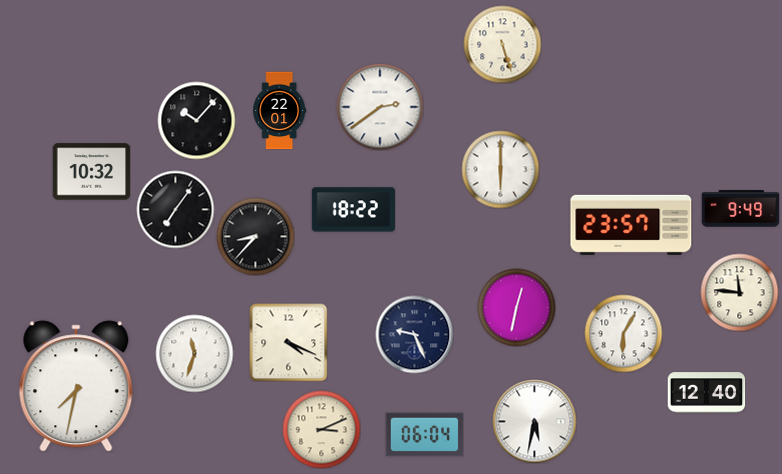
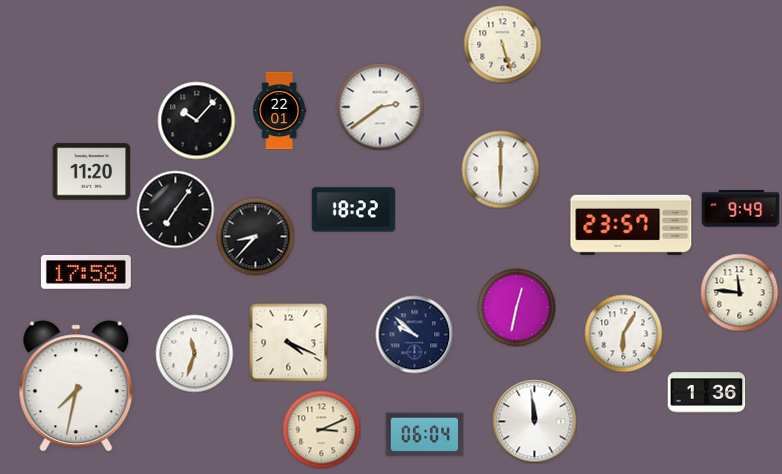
clock at (91, 172): 10:32 -> 11:20
clock at (86, 273): none -> 17:58
clock at (414, 334): 9:26 -> 9:52
clock at (706, 393): 12:40 -> 1:36
clock at (534, 421): 5:32 -> 11:59
